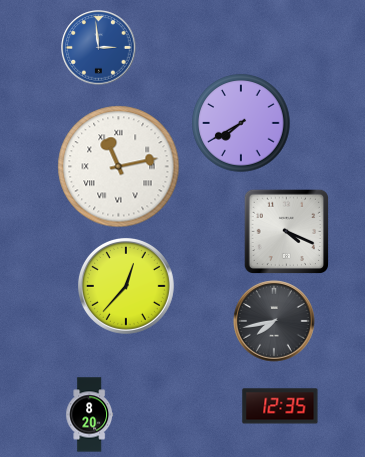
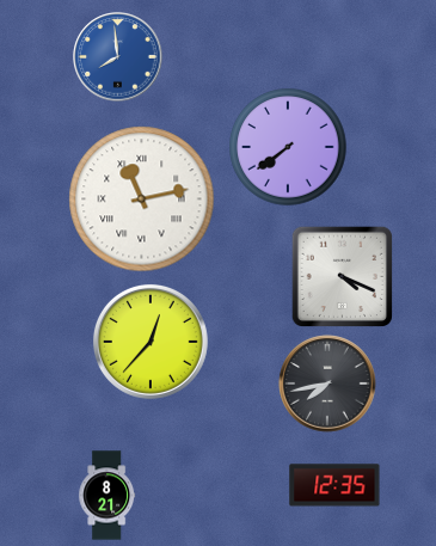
clock at (99, 48): 2:59 -> 7:59
clock at (241, 123): 7:40 -> 7:39
clock at (90, 415): 8:20 -> 8:21
